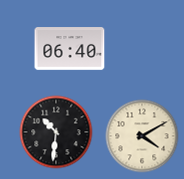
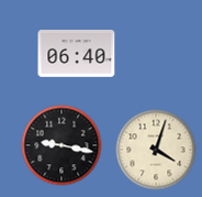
clock at (56, 132): 10:31 -> 9:17
clock at (142, 136): 4:10 -> 4:03
